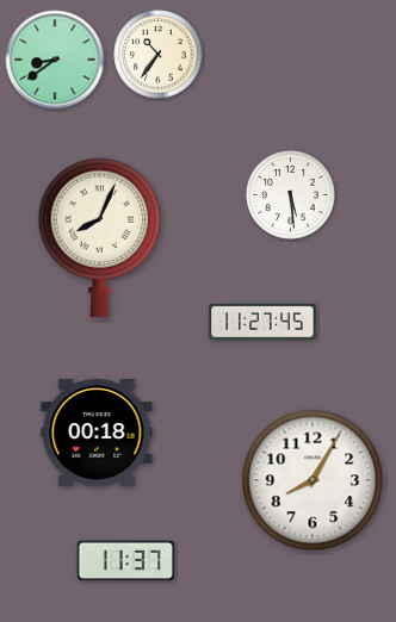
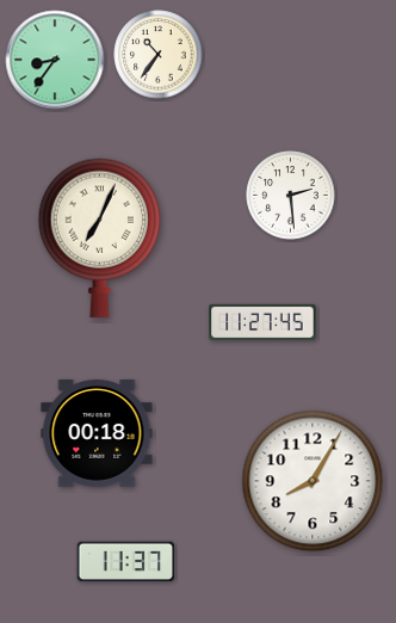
clock at (55, 60): 8:39 -> 8:36
clock at (291, 195): 5:29 -> 2:29
clock at (99, 237): 8:04 -> 7:04
